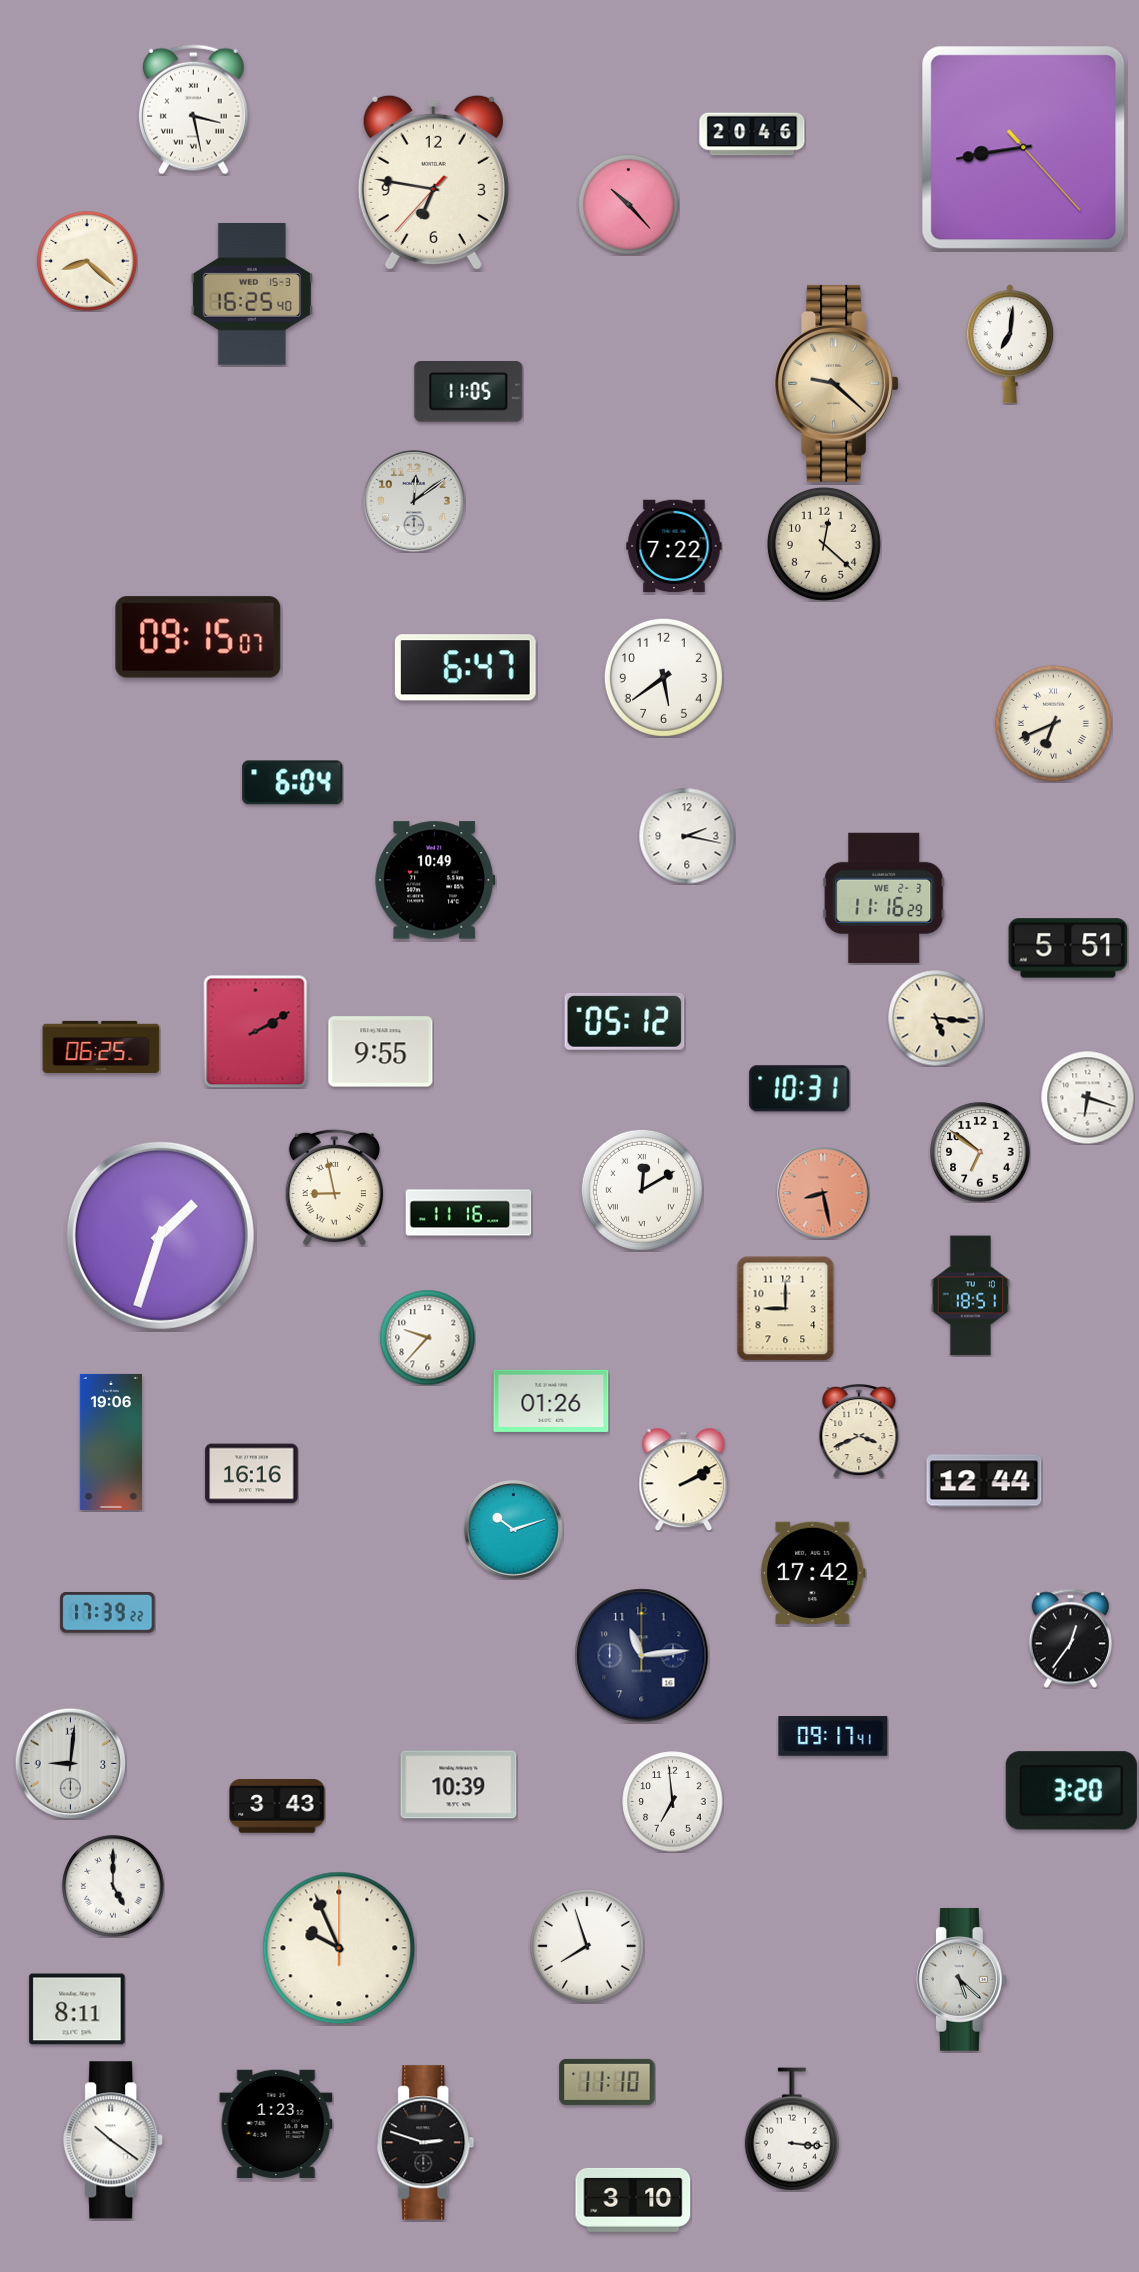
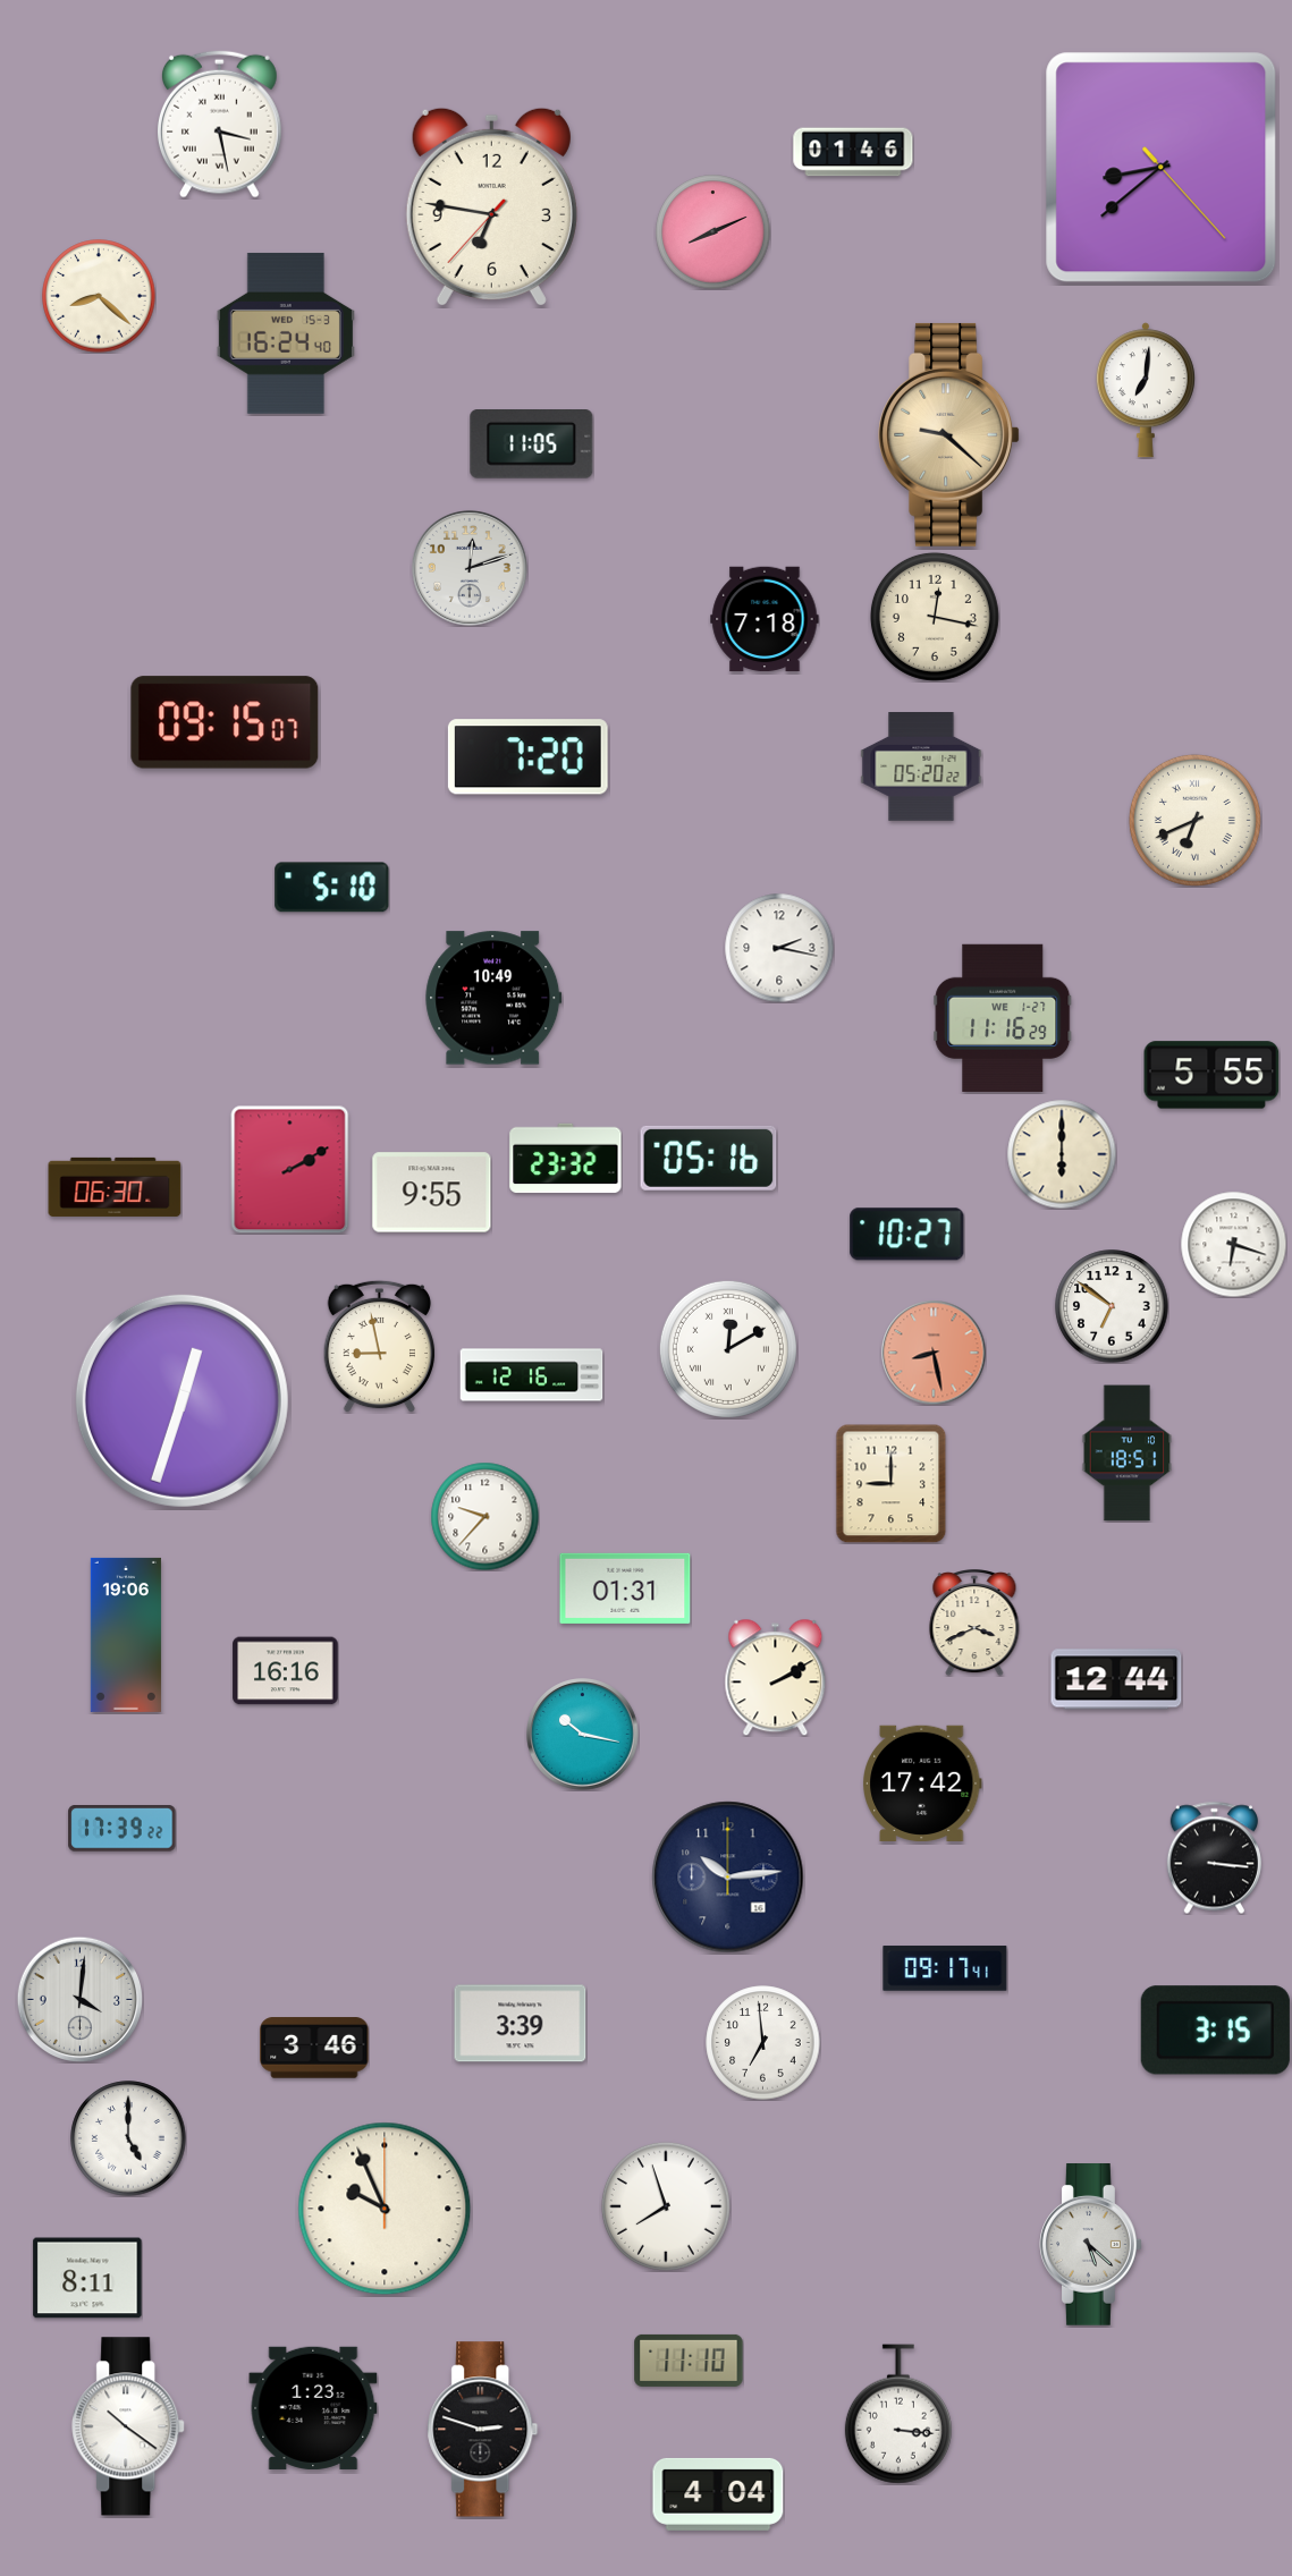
clock at (752, 134): 20:46 -> 01:46
clock at (1024, 148): 8:43 -> 8:38
clock at (629, 205): 10:23 -> 8:11
clock at (252, 294): 16:25 -> 16:24
clock at (414, 501): 12:09 -> 12:12
clock at (824, 544): 12:22 -> 12:17
clock at (674, 546): 7:22 -> 7:18
clock at (465, 668): 6:47 -> 7:20
clock at (663, 677): 5:39 -> none
clock at (921, 768): none -> 05:20
clock at (293, 783): 6:04 -> 5:10
clock at (884, 898) date: WE 2-3 -> WE 1-27
clock at (1068, 948): 5:51 -> 5:55
clock at (936, 1018): 5:16 -> 6:00
clock at (625, 1021): 05:12 -> 05:16
clock at (566, 1159): none -> 23:32
clock at (101, 1047): 06:25 -> 06:30
clock at (800, 1089): 10:31 -> 10:27
clock at (469, 1213): 11:16 -> 12:16
clock at (160, 1235): 1:33 -> 12:33
clock at (971, 1296) position: (971, 1296) -> (1128, 1454)
clock at (551, 1401): 01:26 -> 01:31
clock at (514, 1530): 10:12 -> 10:17
clock at (1070, 1638): 12:36 -> 3:16
clock at (642, 1656): 11:14 -> 10:14
clock at (70, 1763): 9:01 -> 4:01
clock at (459, 1785): 10:39 -> 3:39
clock at (1071, 1791): 3:20 -> 3:15
clock at (277, 1806): 3:43 -> 3:46
clock at (633, 2200): 3:10 -> 4:04
